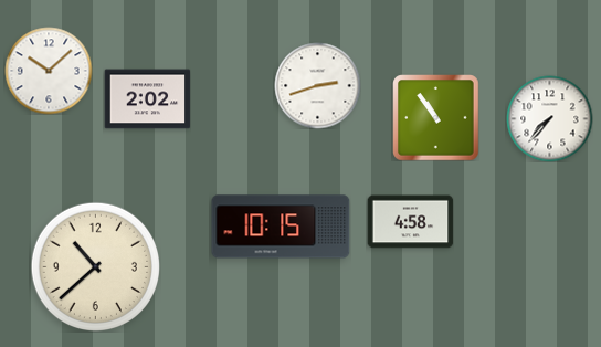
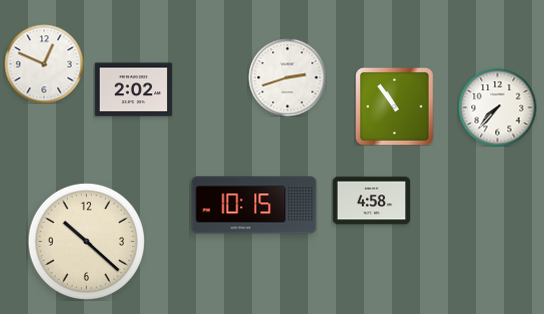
clock at (49, 71): 10:08 -> 12:49
clock at (95, 266): 10:38 -> 10:22
